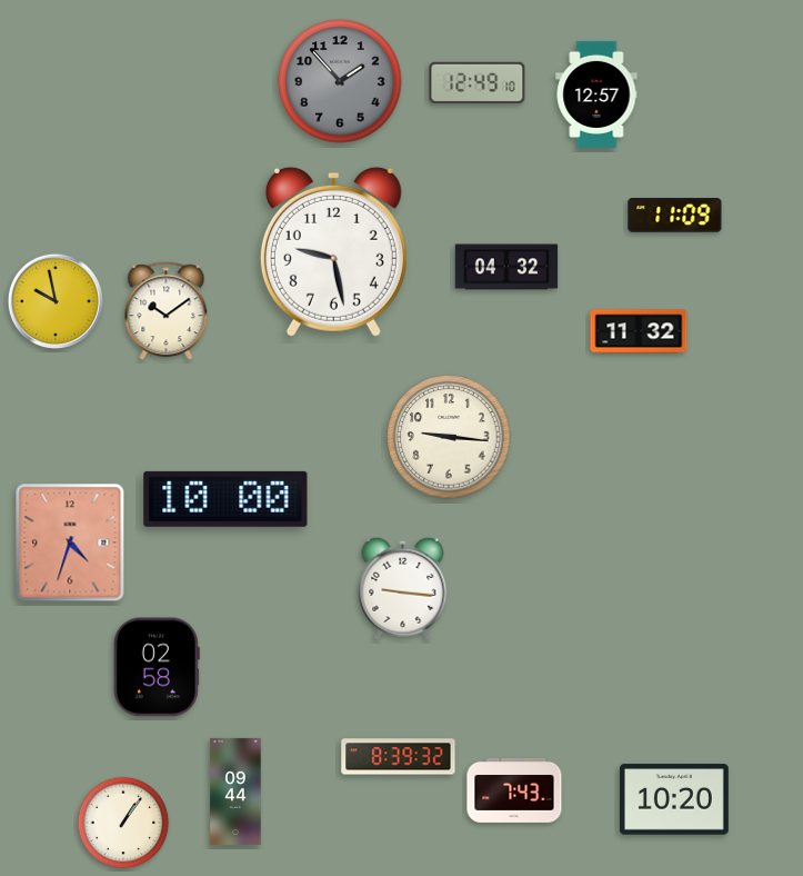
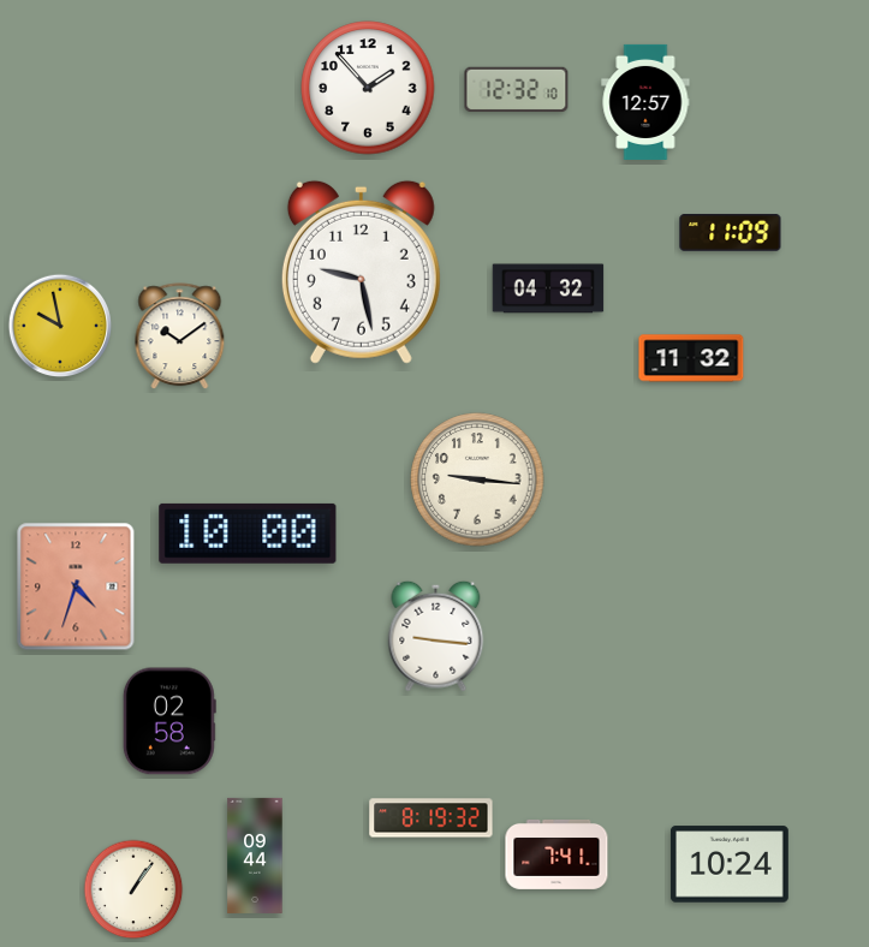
clock at (340, 81) dial: grey -> white
clock at (478, 82): 12:49 -> 12:32
clock at (449, 437) position: (449, 437) -> (477, 480)
clock at (225, 499) position: (225, 499) -> (248, 534)
clock at (399, 757): 8:39 -> 8:19
clock at (514, 792): 7:43 -> 7:41
clock at (674, 799): 10:20 -> 10:24
